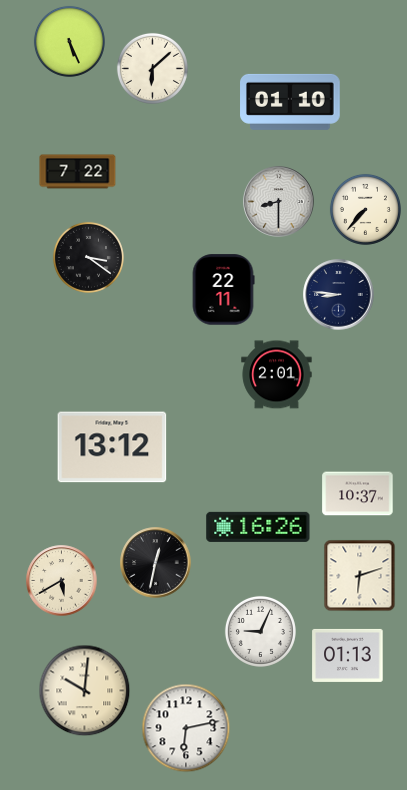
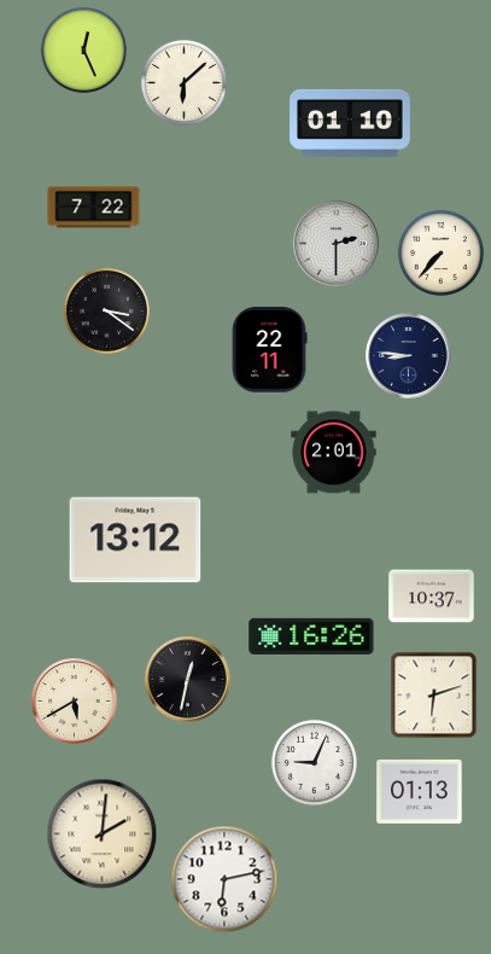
clock at (69, 41): 5:26 -> 12:26
clock at (279, 202): 8:30 -> 2:30
clock at (85, 691): 10:01 -> 2:01
